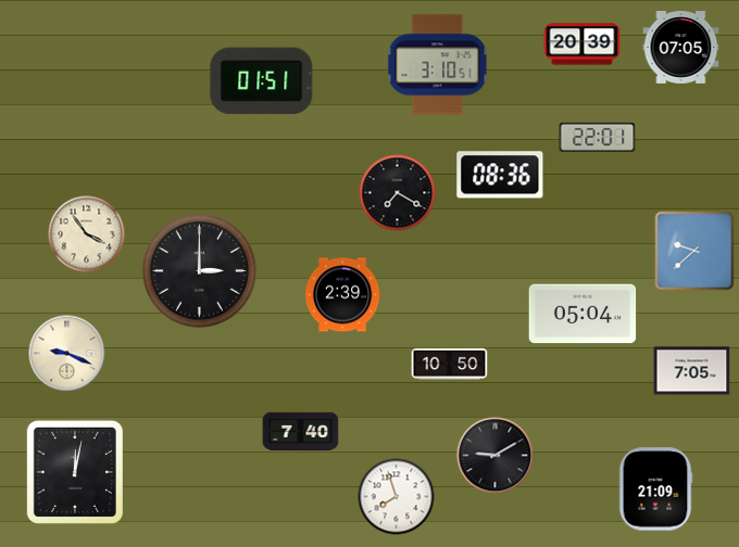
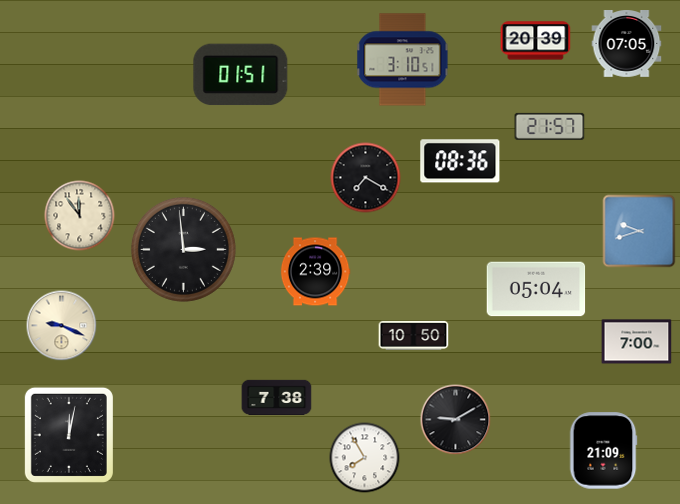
clock at (598, 137): 22:01 -> 21:57
clock at (87, 234): 3:54 -> 11:54
clock at (694, 251): 9:38 -> 9:42
clock at (199, 270): 3:00 -> 2:59
clock at (692, 371): 7:05 -> 7:00
clock at (301, 432): 7:40 -> 7:38
clock at (397, 497): 7:57 -> 7:55
